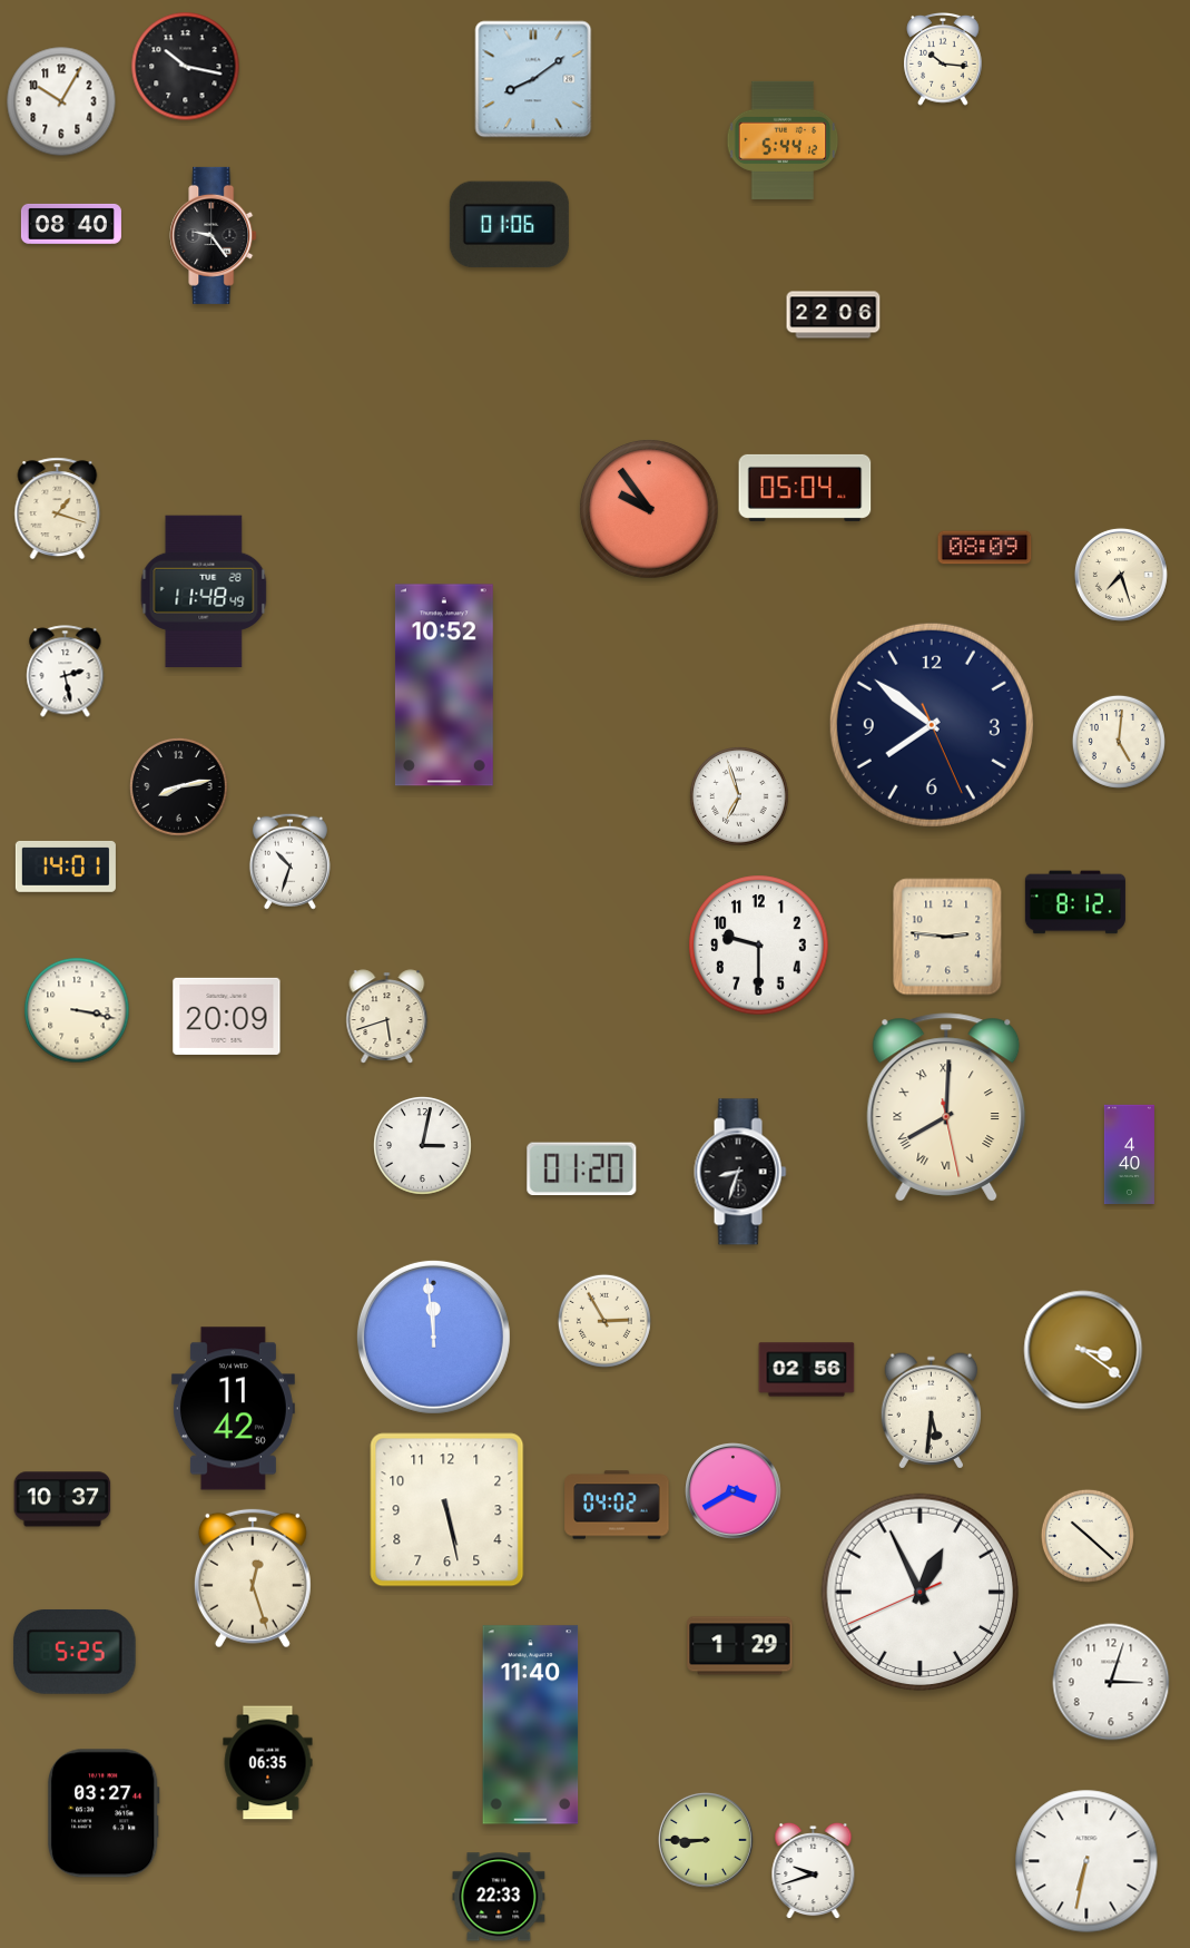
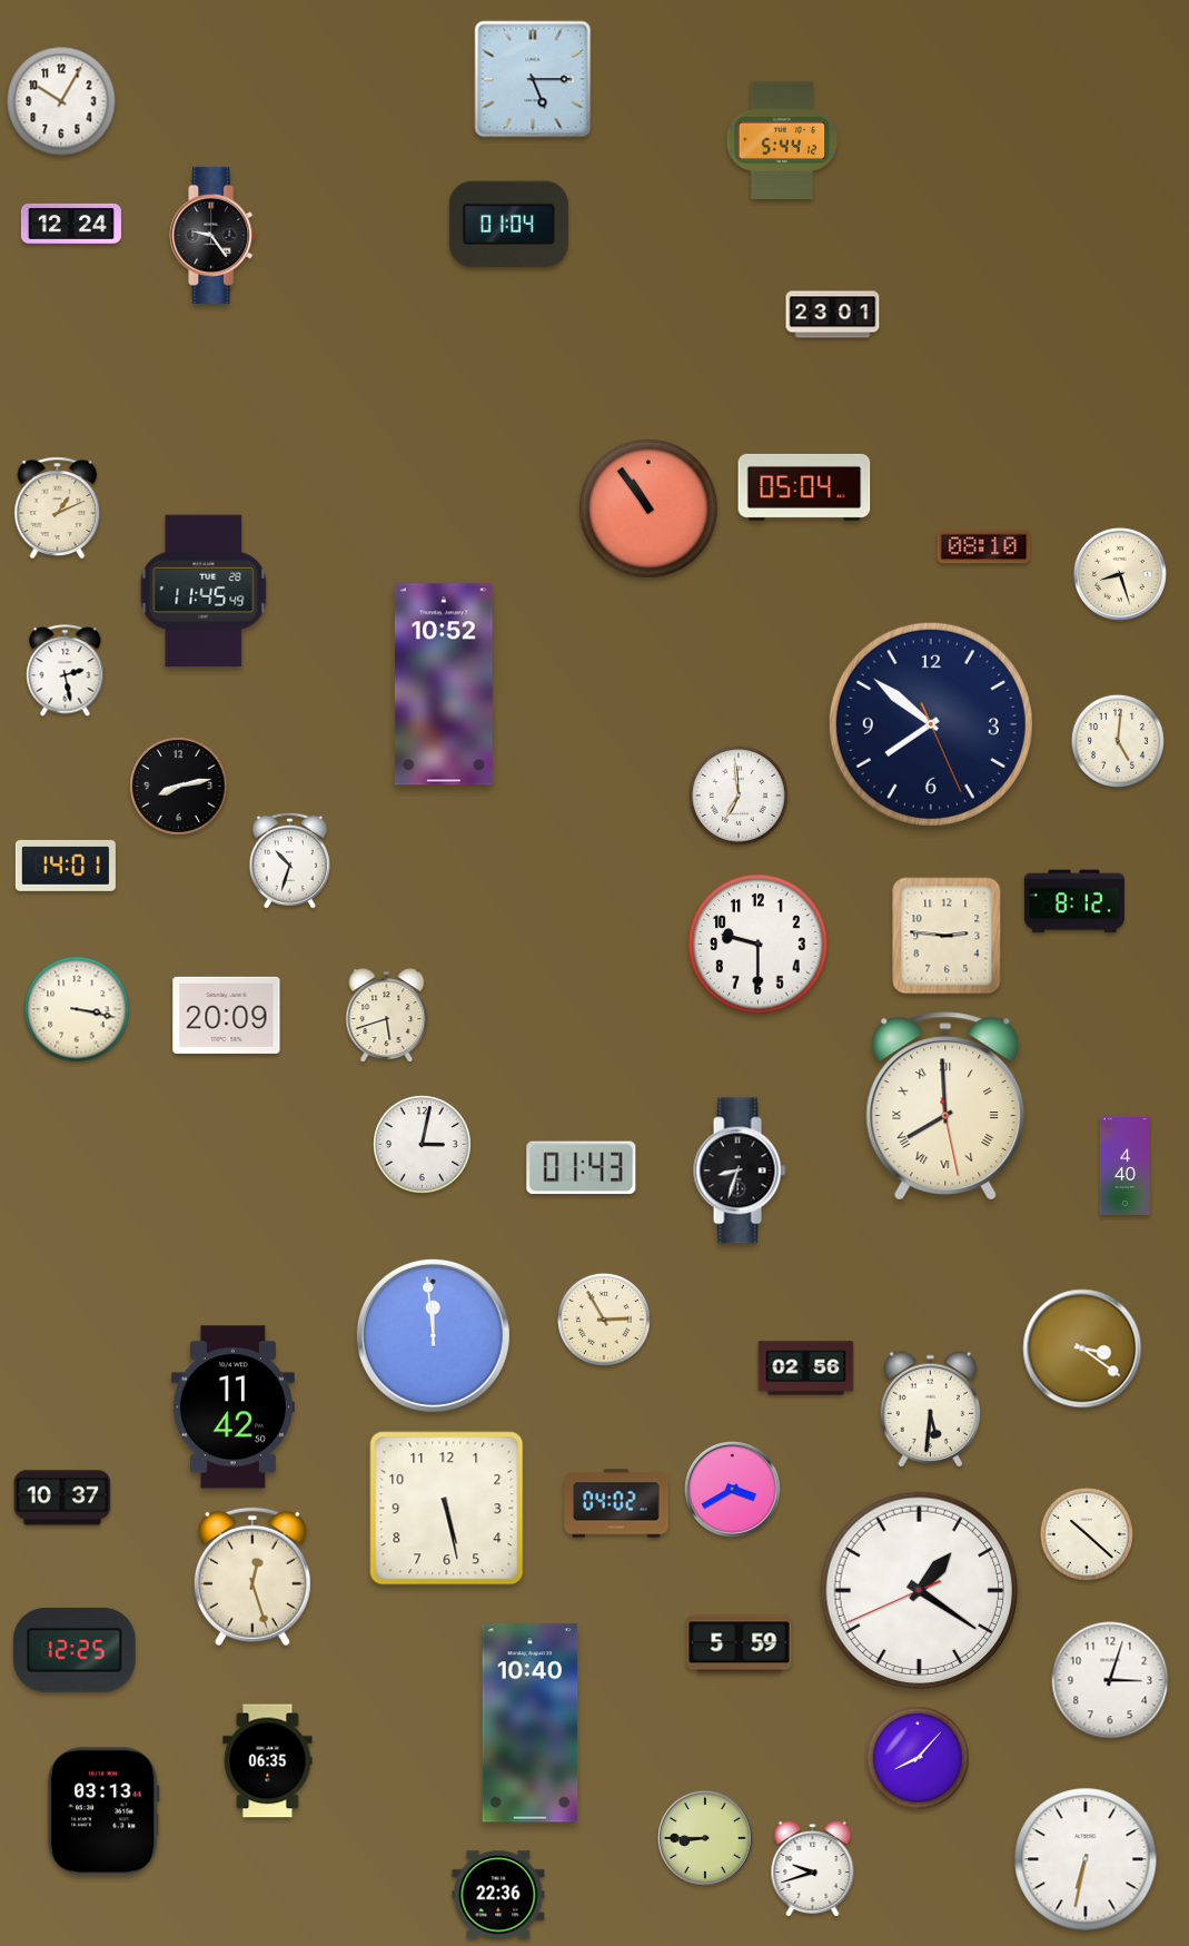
clock at (943, 60): 10:16 -> none
clock at (186, 67): 10:17 -> none
clock at (533, 79): 8:09 -> 5:15
clock at (71, 224): 08:40 -> 12:24
clock at (509, 225): 01:06 -> 01:04
clock at (834, 315): 22:06 -> 23:01
clock at (58, 509): 1:18 -> 1:11
clock at (649, 509): 9:54 -> 10:54
clock at (985, 548): 08:09 -> 08:10
clock at (1121, 575): 7:27 -> 8:27
clock at (204, 591): 11:48 -> 11:45
clock at (739, 796): 6:57 -> 6:59
clock at (946, 1107): 8:00 -> 7:59
clock at (1129, 1154) position: (1129, 1154) -> (1124, 1165)
clock at (582, 1169): 01:20 -> 01:43
clock at (921, 1593): 12:55 -> 1:20
clock at (740, 1646): 1:29 -> 5:59
clock at (75, 1652): 5:25 -> 12:25
clock at (531, 1725): 11:40 -> 10:40
clock at (918, 1758): none -> 8:07
clock at (104, 1813): 03:27 -> 03:13
clock at (499, 1897): 22:33 -> 22:36
